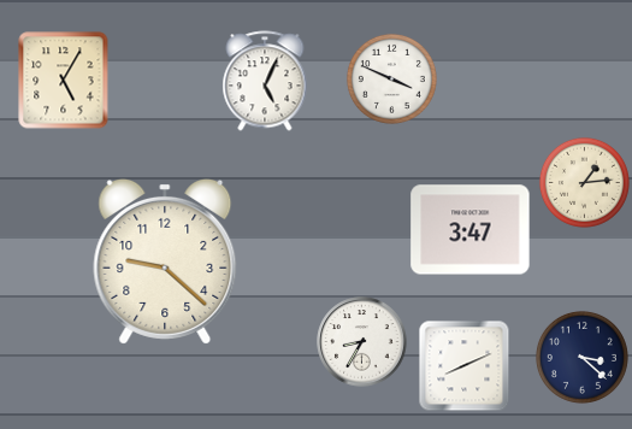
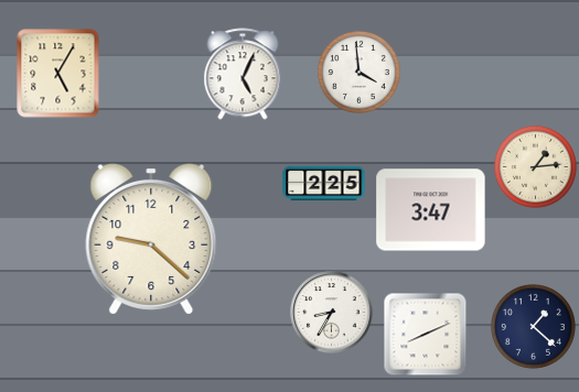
clock at (391, 78): 3:49 -> 3:59
clock at (324, 184): none -> 2:25
clock at (581, 357): 3:22 -> 1:22
